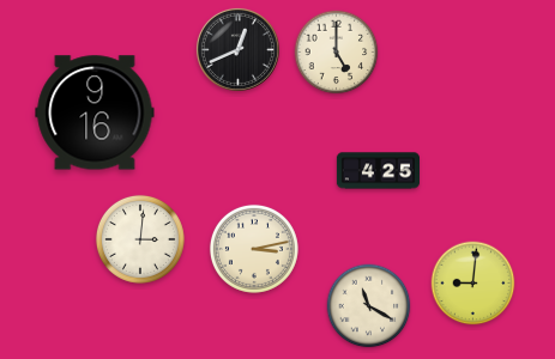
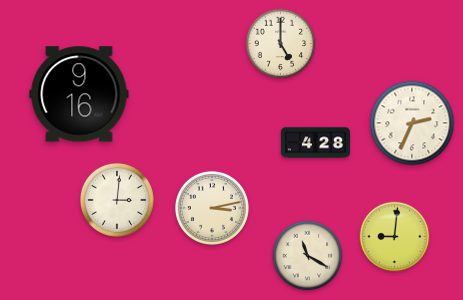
clock at (237, 49): 12:41 -> none
clock at (412, 123): none -> 2:34
clock at (378, 171): 4:25 -> 4:28
